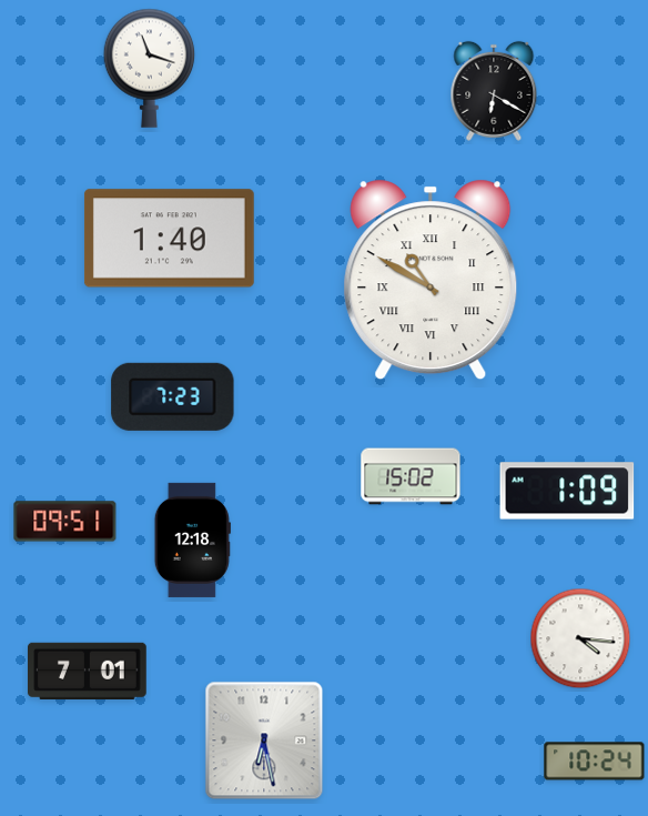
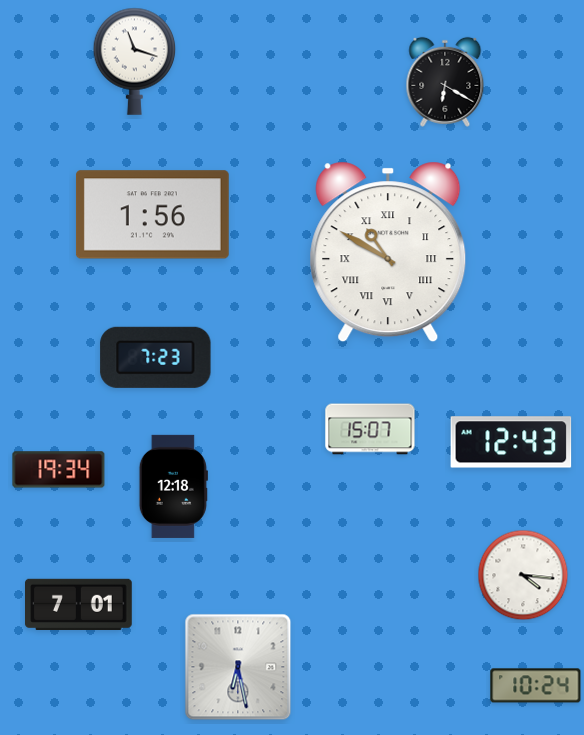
clock at (169, 239): 1:40 -> 1:56
clock at (411, 476): 15:02 -> 15:07
clock at (567, 491): 1:09 -> 12:43
clock at (65, 522): 09:51 -> 19:34
